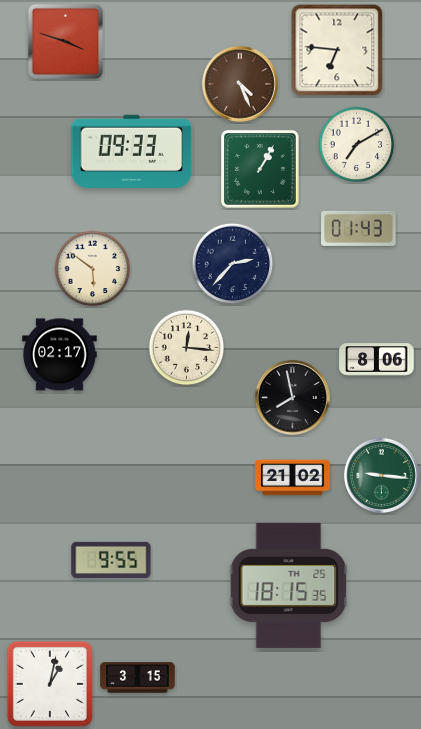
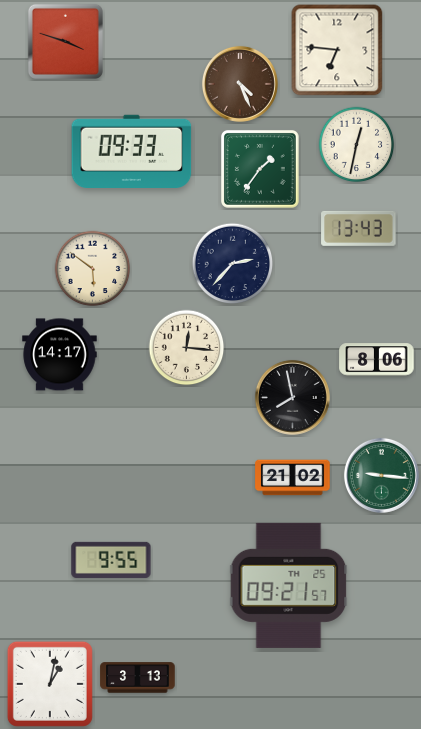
clock at (357, 145): 7:10 -> 12:32
clock at (260, 169): 1:05 -> 1:36
clock at (359, 228): 01:43 -> 13:43
clock at (60, 355): 02:17 -> 14:17
clock at (289, 585): 18:15 -> 09:21
clock at (138, 678): 3:15 -> 3:13
